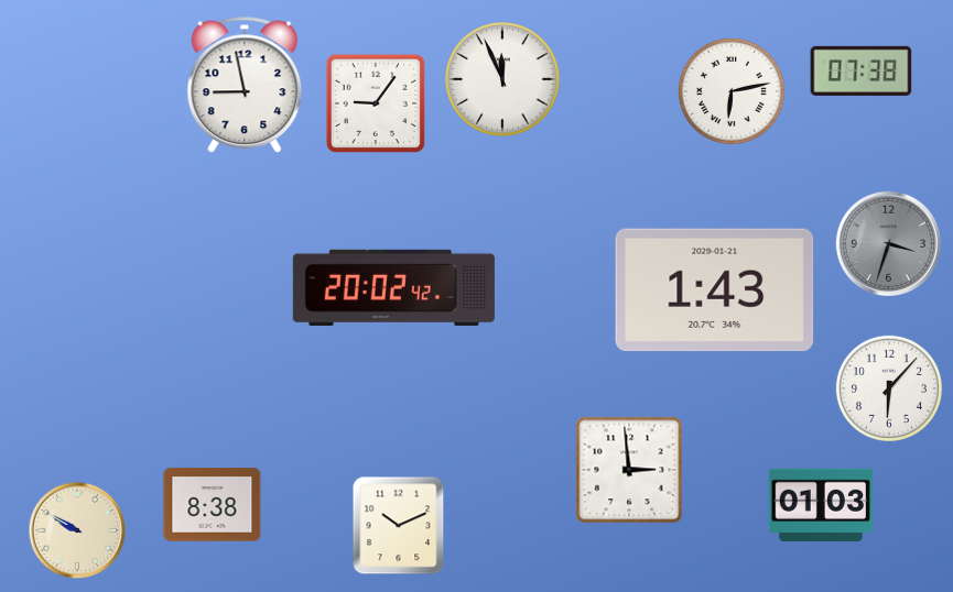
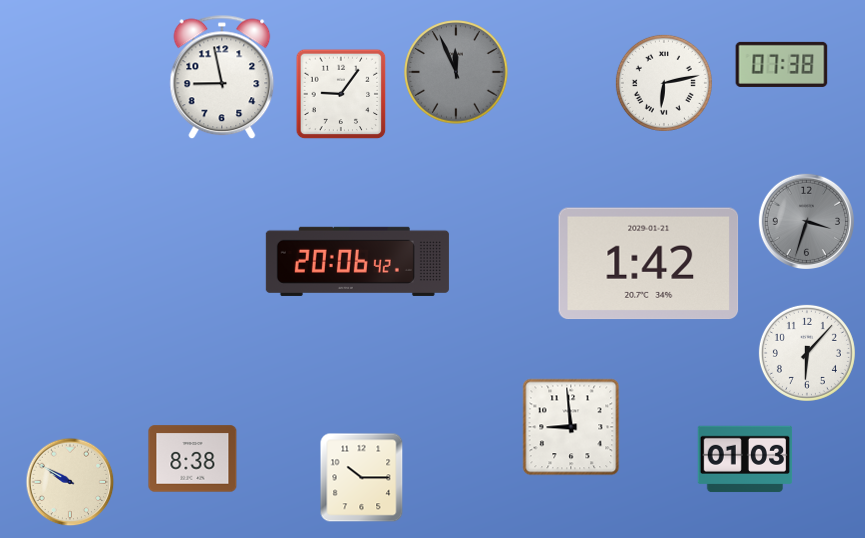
clock at (502, 79) dial: white -> grey
clock at (393, 287): 20:02 -> 20:06
clock at (715, 290): 1:43 -> 1:42
clock at (629, 470): 2:59 -> 8:59
clock at (399, 526): 10:11 -> 10:15
